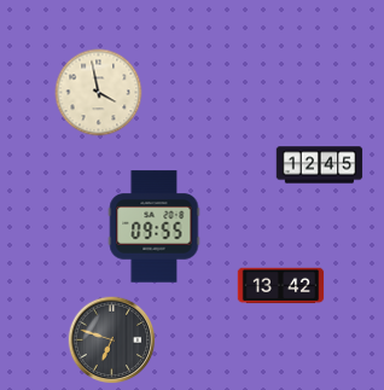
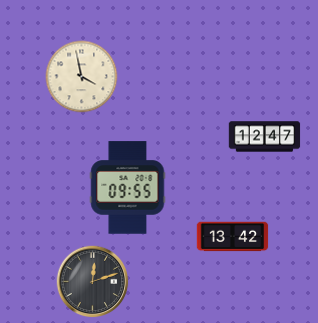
clock at (320, 165): 12:45 -> 12:47
clock at (112, 340): 6:48 -> 12:12
